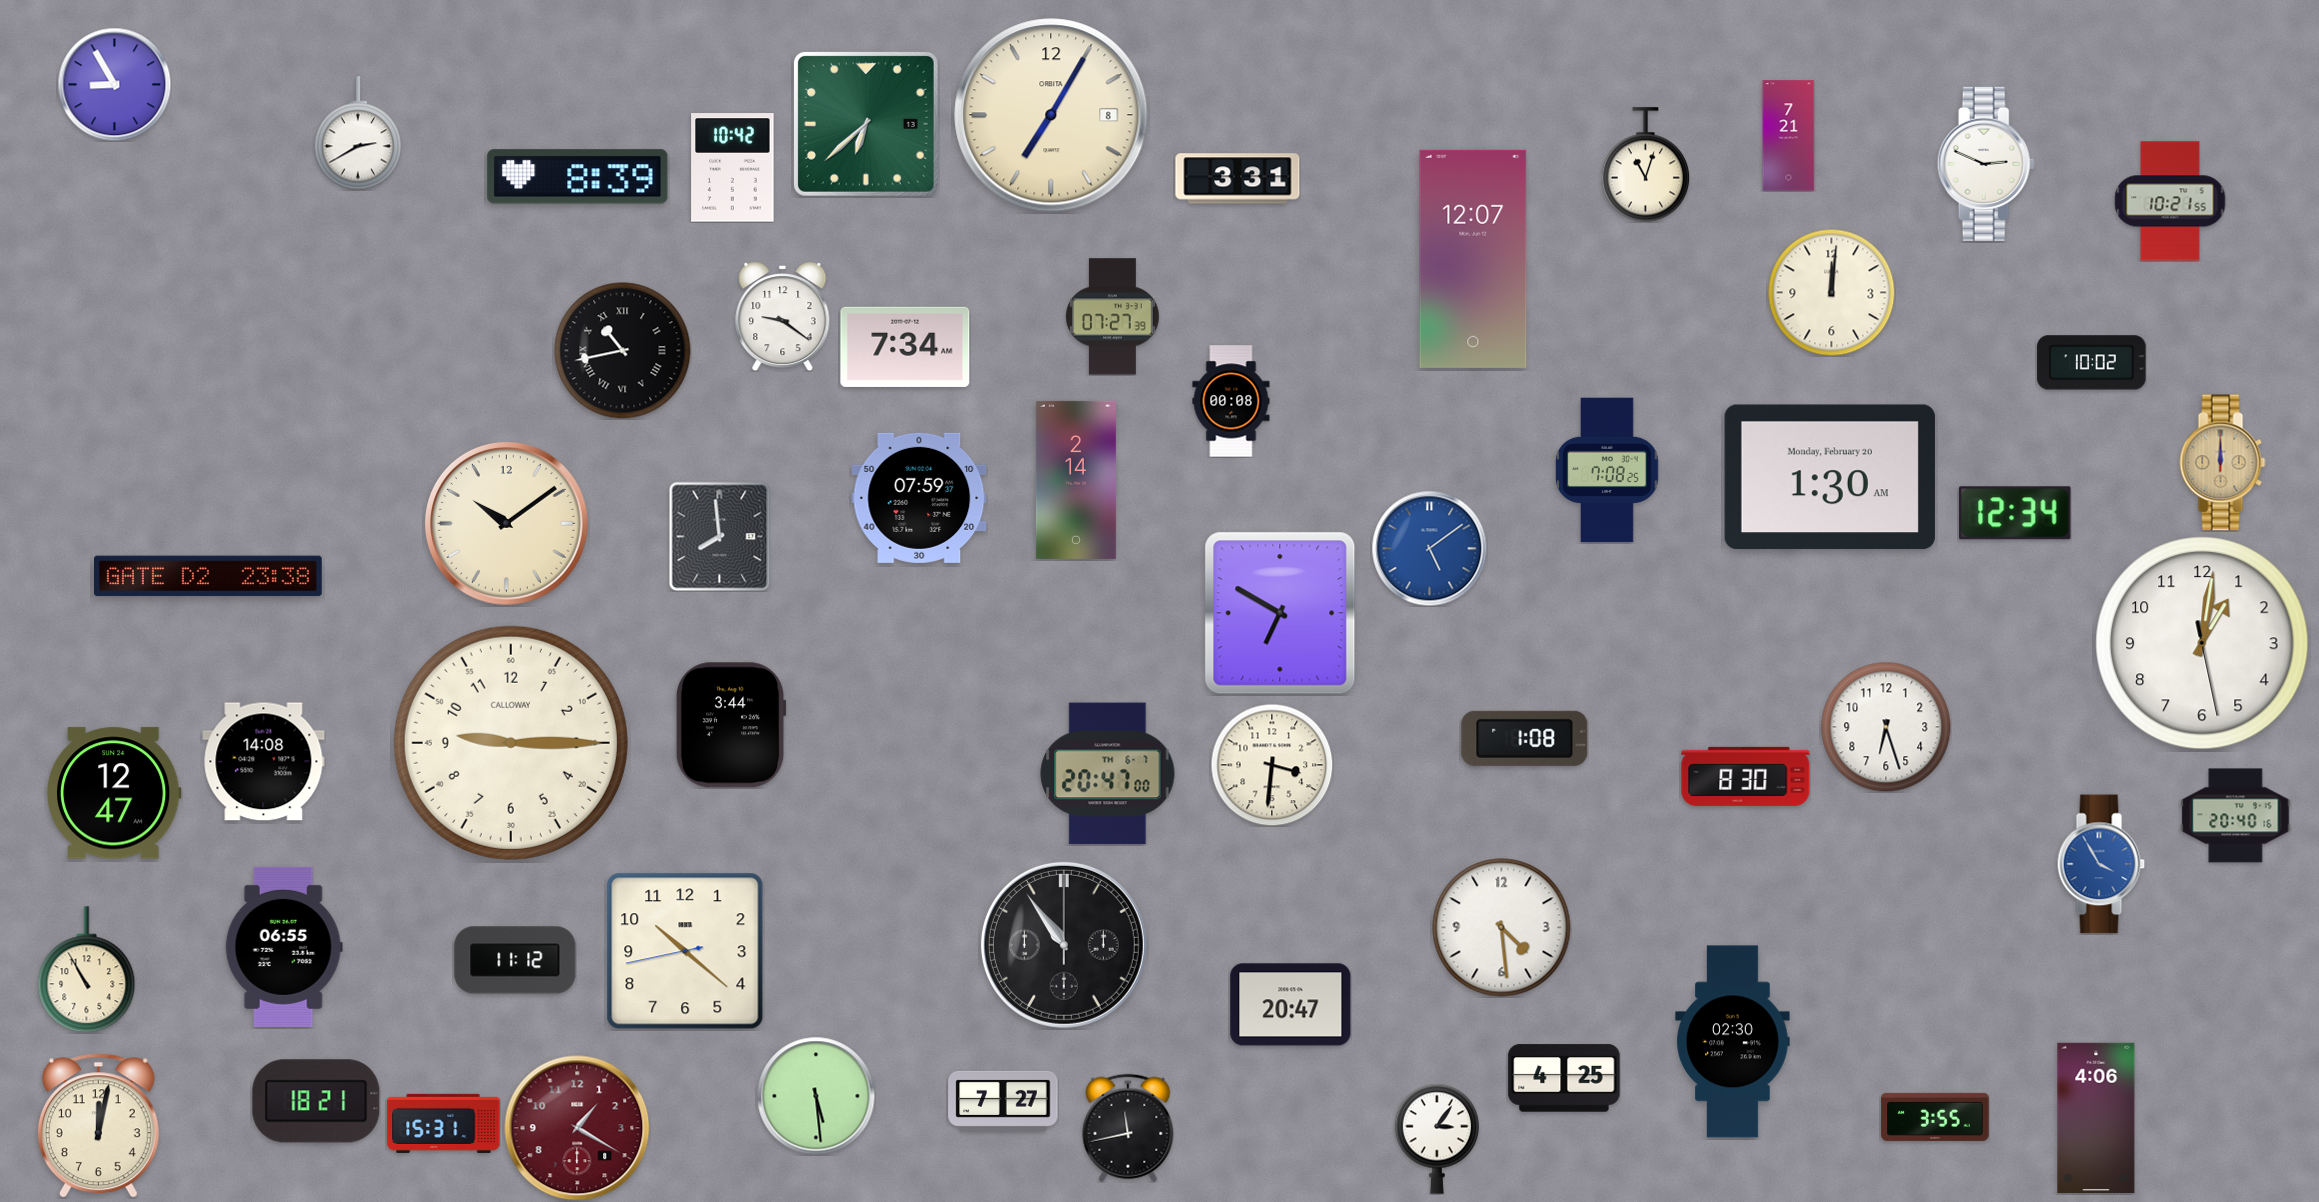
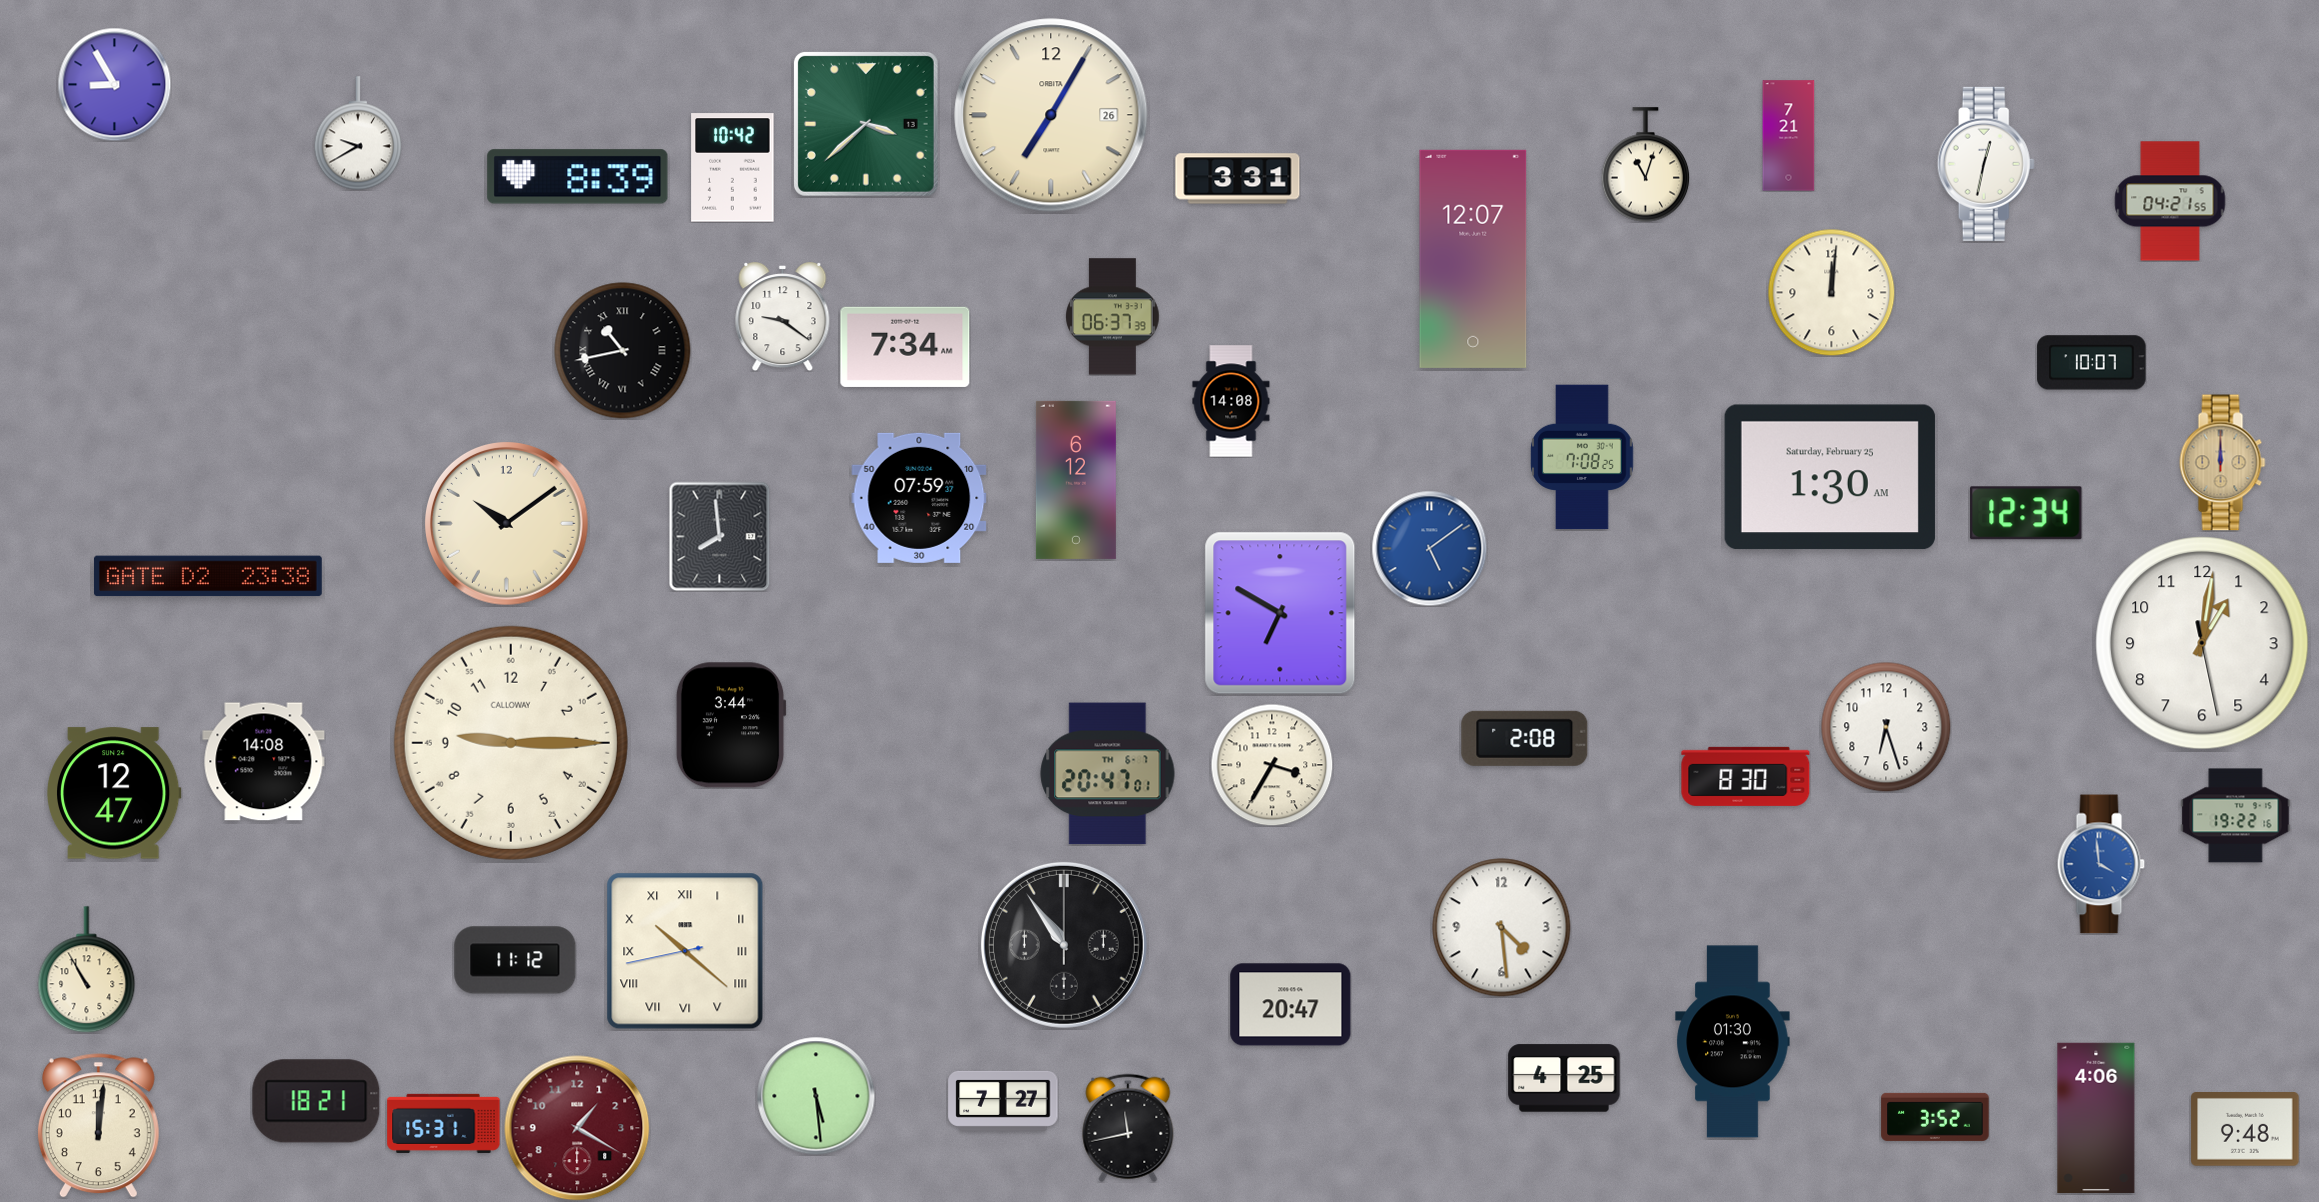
clock at (1051, 115) date: 8 -> 26
clock at (866, 124): 6:38 -> 3:38
clock at (358, 133): 2:40 -> 9:40
clock at (1986, 164): 2:49 -> 12:32
clock at (2170, 201): 10:21 -> 04:21
clock at (1113, 317): 07:27 -> 06:37
clock at (2092, 363): 10:02 -> 10:07
clock at (1231, 401): 00:08 -> 14:08
clock at (1607, 470) position: (1607, 470) -> (1582, 457)
clock at (1830, 477) date: Monday, February 20 -> Saturday, February 25
clock at (1076, 480): 2:14 -> 6:12
clock at (2015, 513) position: (2015, 513) -> (2026, 513)
clock at (1525, 738): 1:08 -> 2:08
clock at (1272, 765): 3:31 -> 3:35
clock at (1108, 774): 20:47:00 -> 20:47:01
clock at (2236, 816): 20:40 -> 19:22
clock at (2101, 864): 3:55 -> 3:59
clock at (284, 947): 06:55 -> none
clock at (685, 951) numerals: Arabic -> Roman
clock at (1733, 1042): 02:30 -> 01:30
clock at (1935, 1117): 3:55 -> 3:52
clock at (98, 1126): 12:02 -> 12:01
clock at (2245, 1130): none -> 9:48
clock at (1436, 1139): 3:06 -> none
